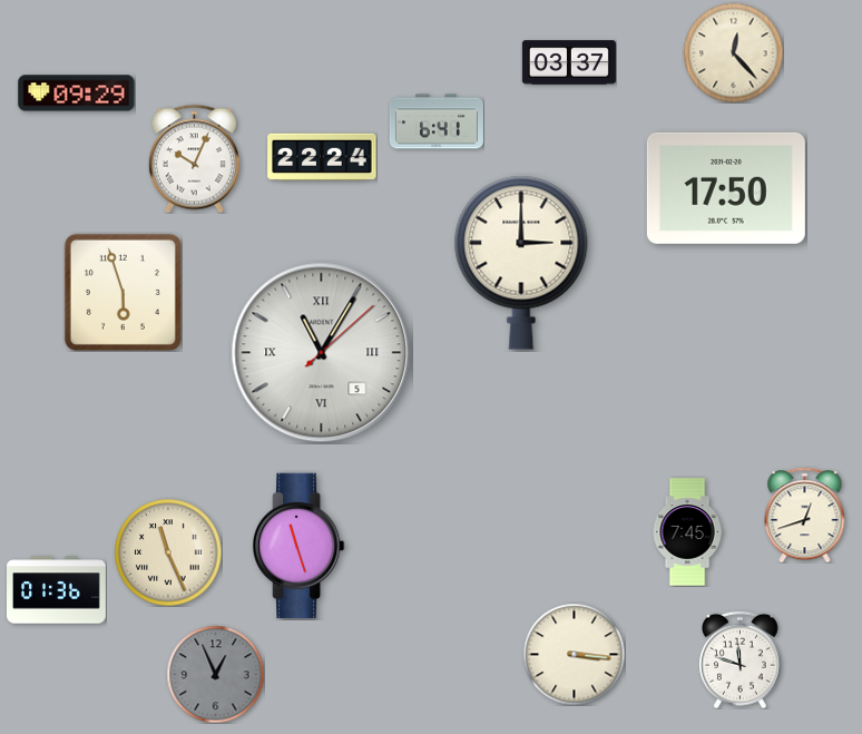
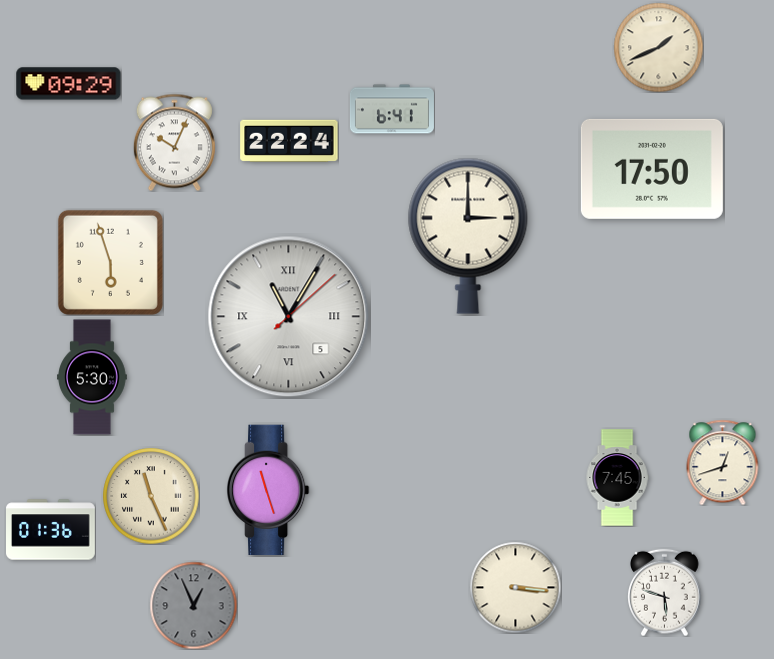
clock at (733, 52): 12:23 -> 1:41
clock at (569, 62): 03:37 -> none
clock at (93, 377): none -> 5:30
clock at (741, 659): 11:48 -> 5:48
